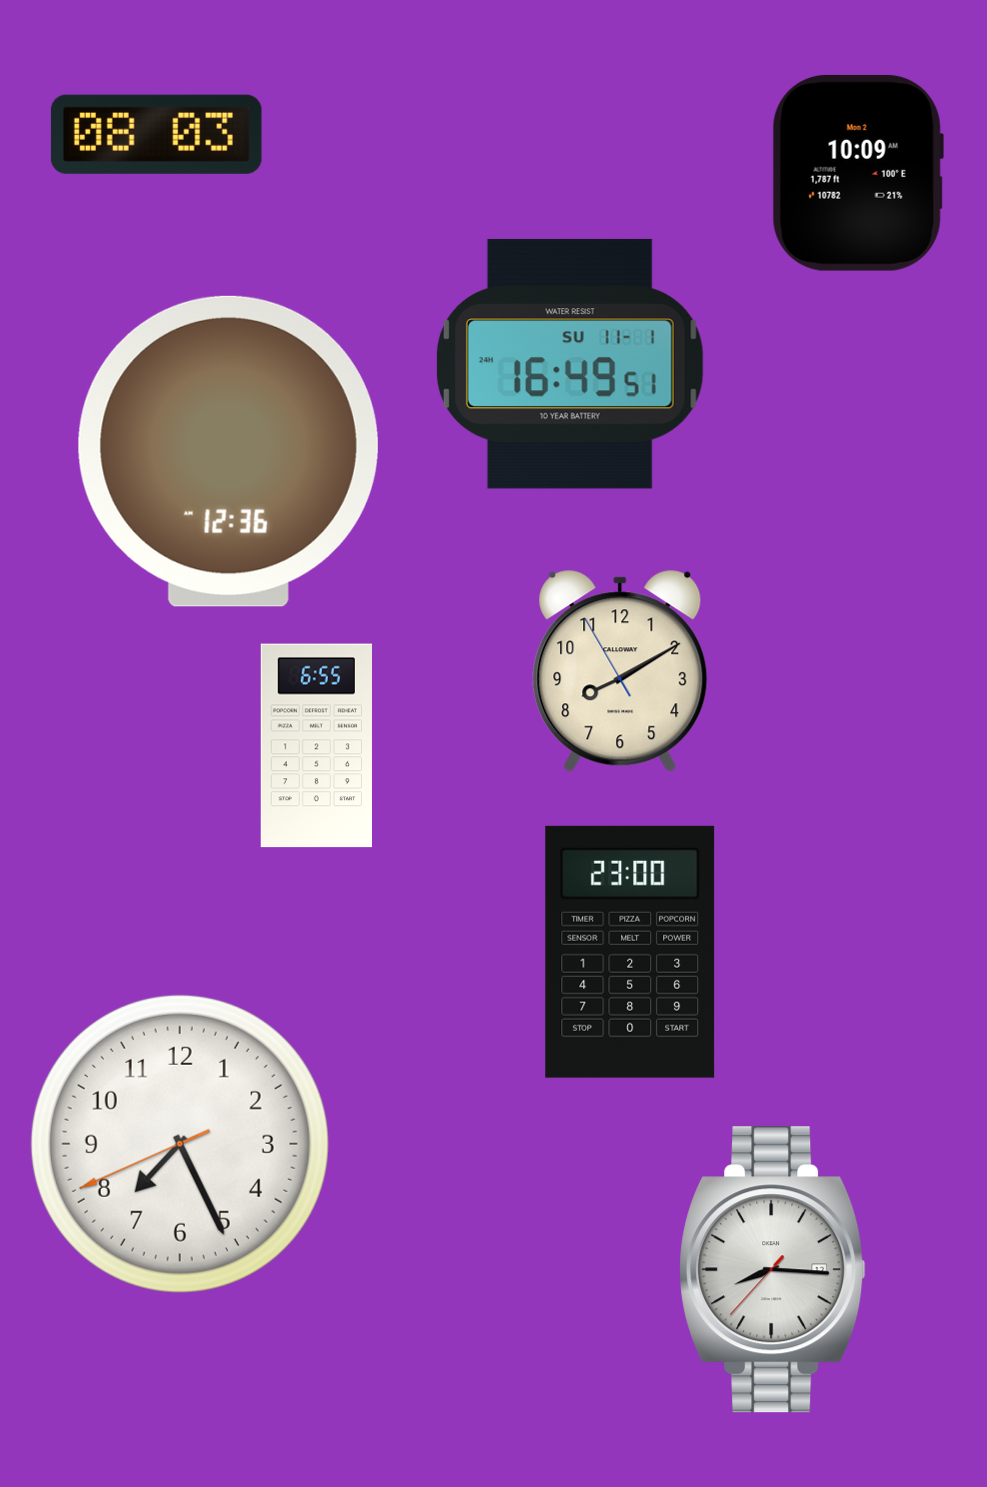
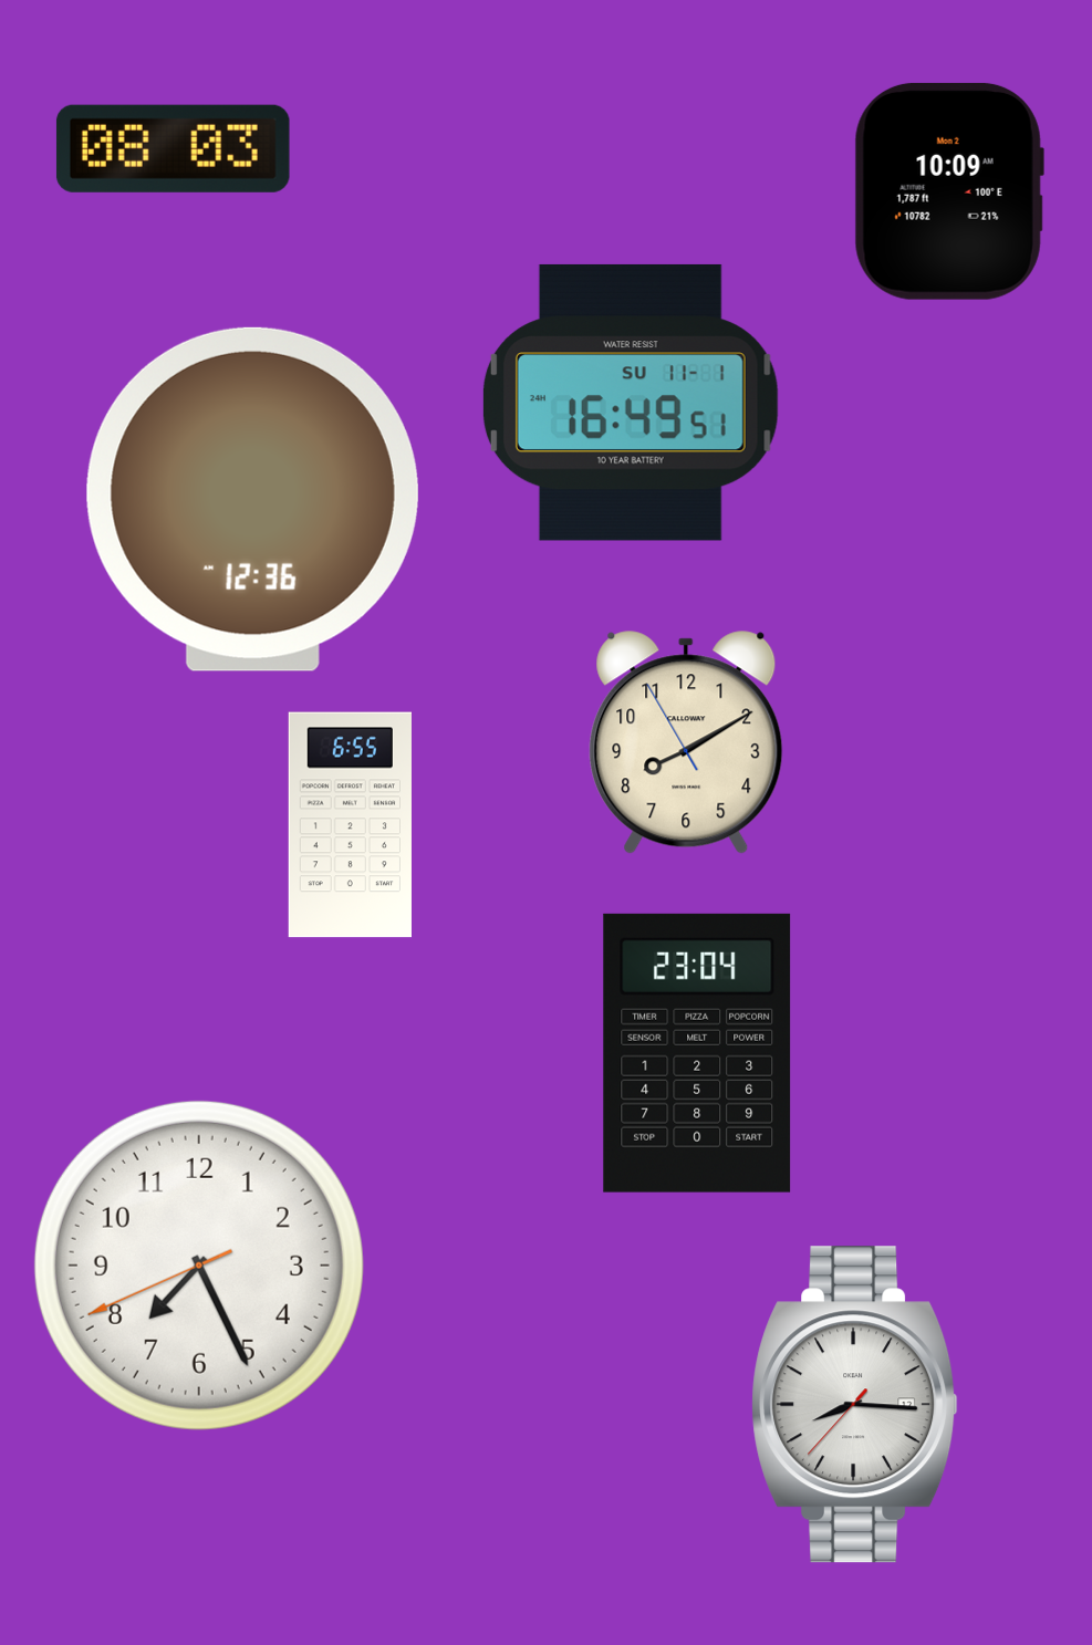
clock at (630, 952): 23:00 -> 23:04
